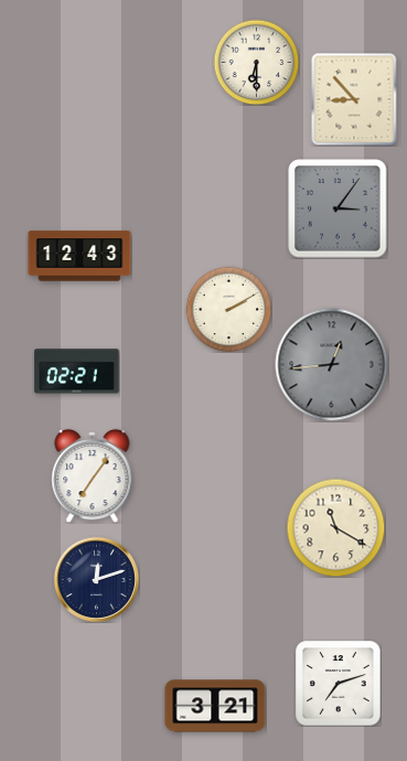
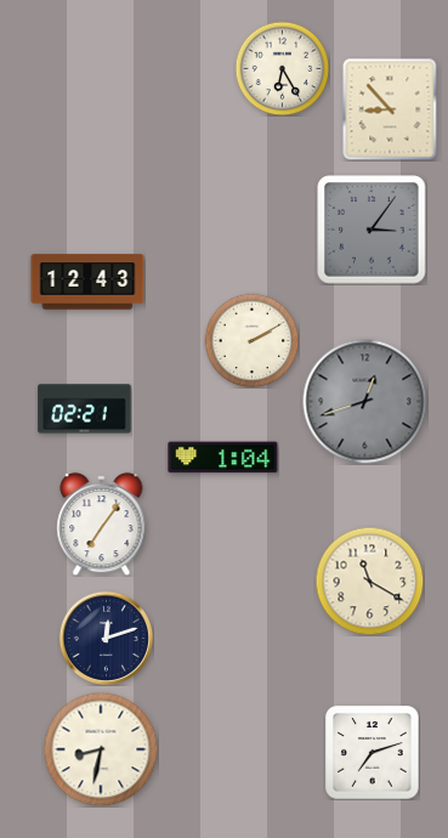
clock at (256, 62): 6:30 -> 6:25
clock at (332, 365): 12:44 -> 12:42
clock at (223, 458): none -> 1:04
clock at (101, 749): none -> 8:32
clock at (215, 706): 3:21 -> none
